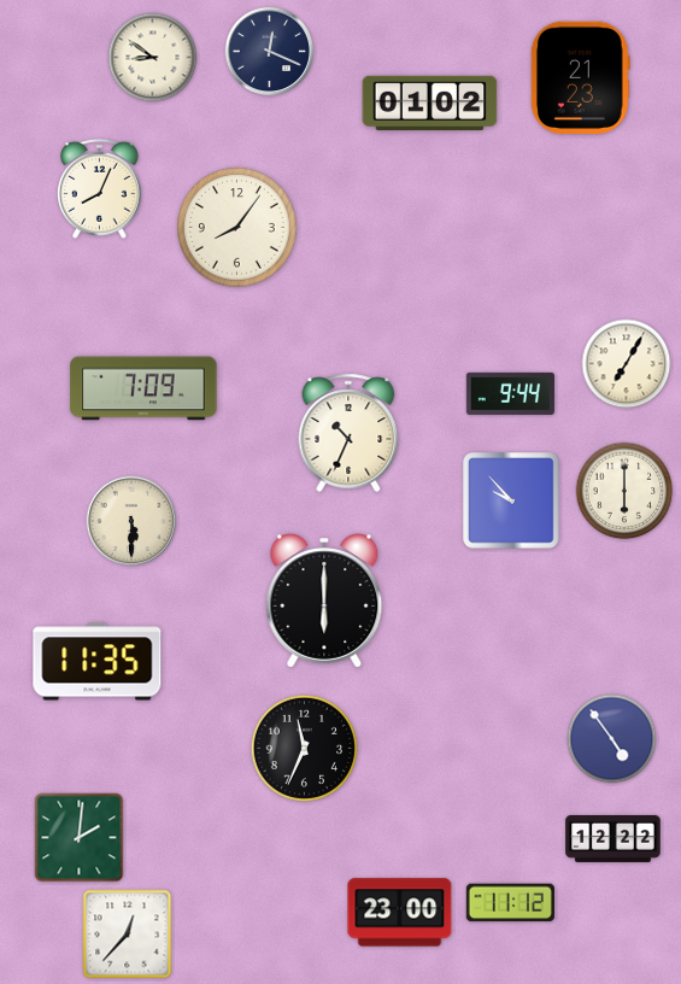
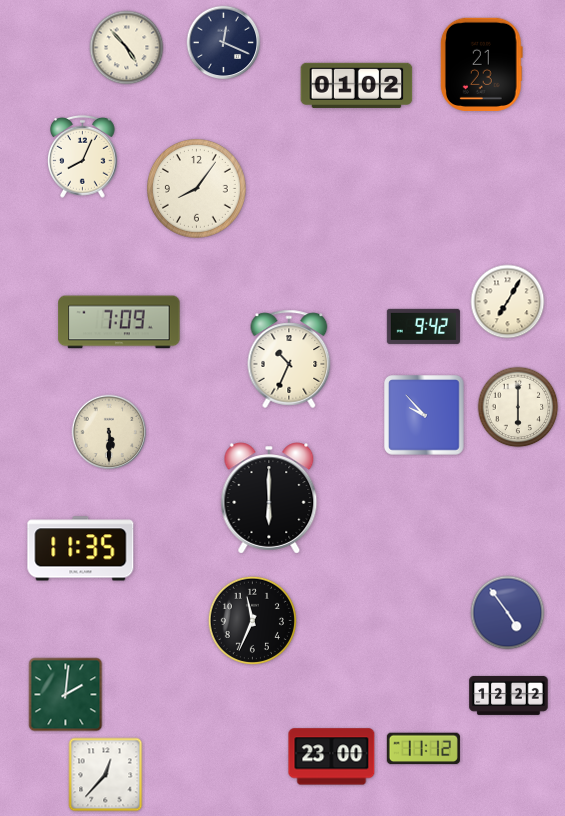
clock at (153, 58): 8:51 -> 4:53
clock at (627, 364) position: (627, 364) -> (508, 302)
clock at (510, 393): 9:44 -> 9:42
